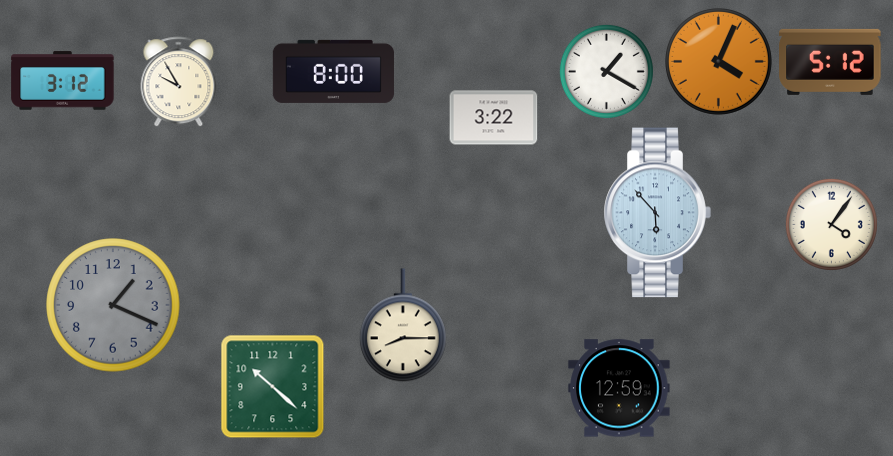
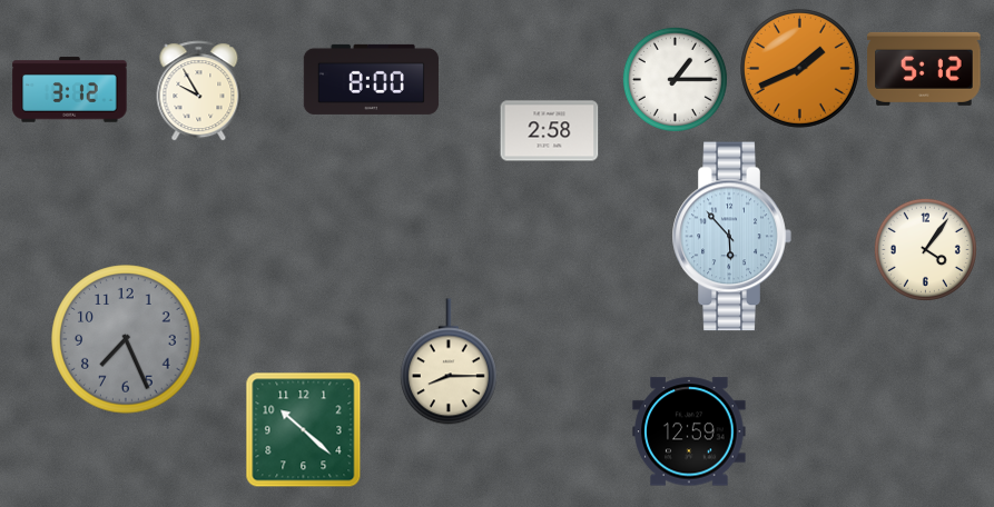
clock at (718, 61): 4:04 -> 1:41
clock at (606, 71): 1:20 -> 1:15
clock at (494, 118): 3:22 -> 2:58
clock at (113, 305): 1:19 -> 7:26
